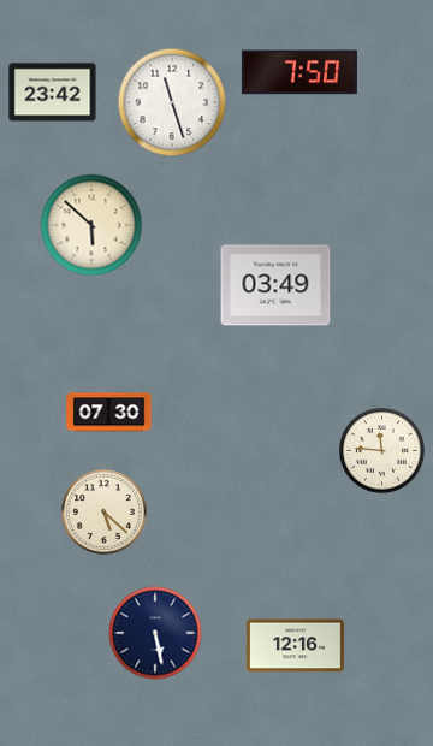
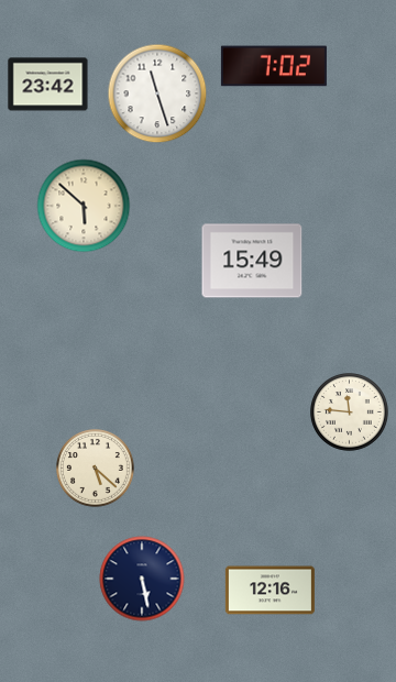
clock at (299, 72): 7:50 -> 7:02
clock at (275, 285): 03:49 -> 15:49
clock at (109, 413): 07:30 -> none
